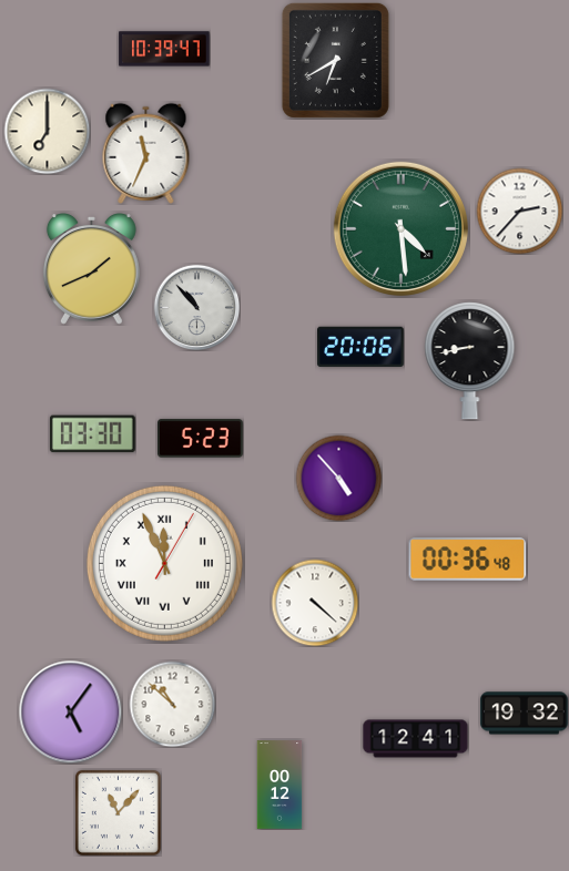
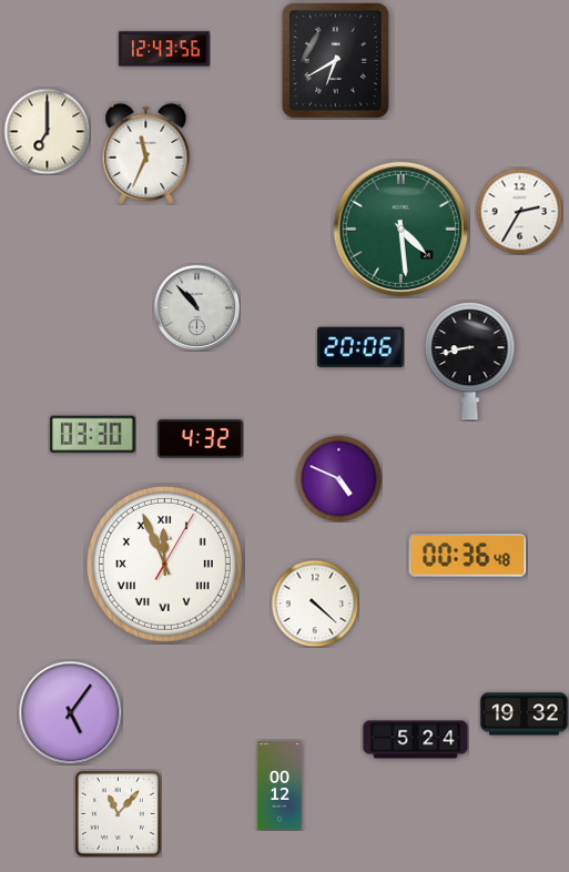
clock at (164, 49): 10:39 -> 12:43
clock at (519, 211): 2:37 -> 2:35
clock at (91, 269): 1:41 -> none
clock at (201, 439): 5:23 -> 4:32
clock at (338, 478): 4:53 -> 4:49
clock at (468, 560) position: (468, 560) -> (468, 556)
clock at (172, 704): 10:52 -> none
clock at (416, 739): 12:41 -> 5:24
